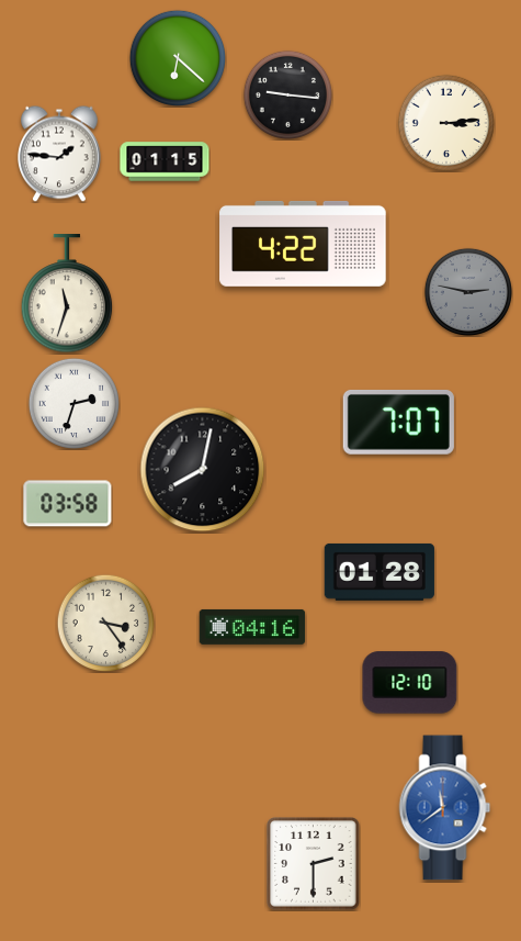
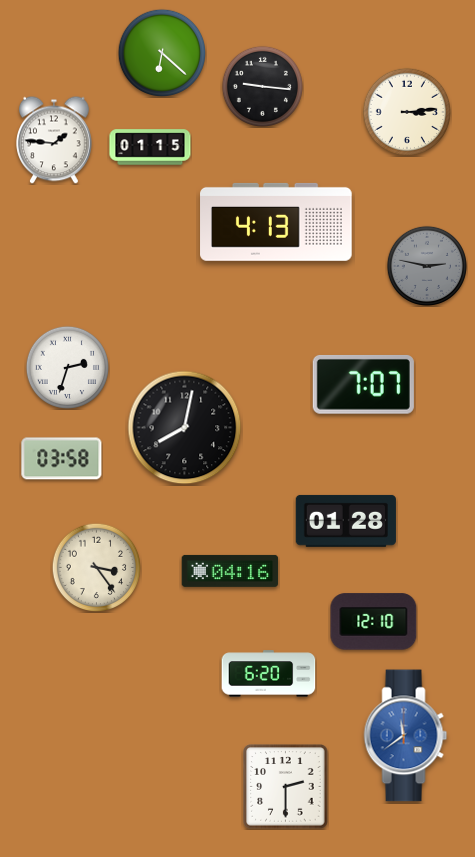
clock at (303, 244): 4:22 -> 4:13
clock at (67, 294): 11:33 -> none
clock at (269, 674): none -> 6:20
